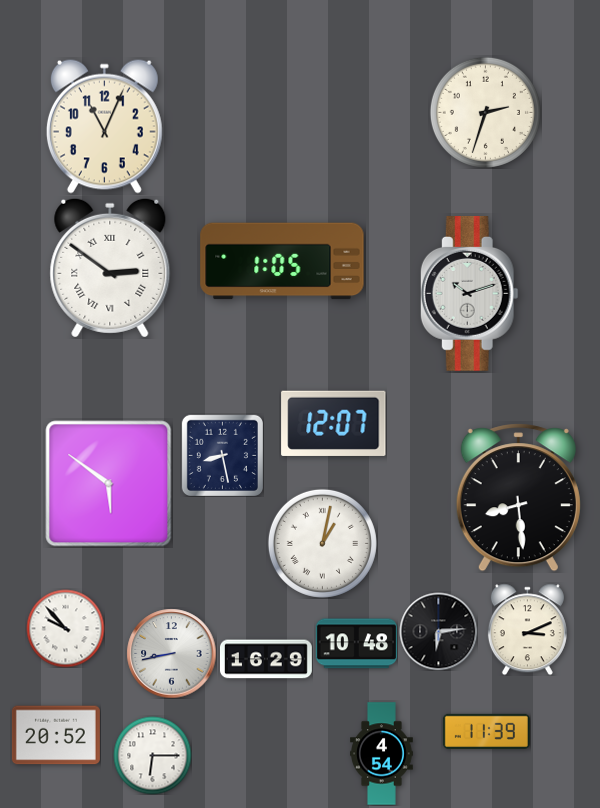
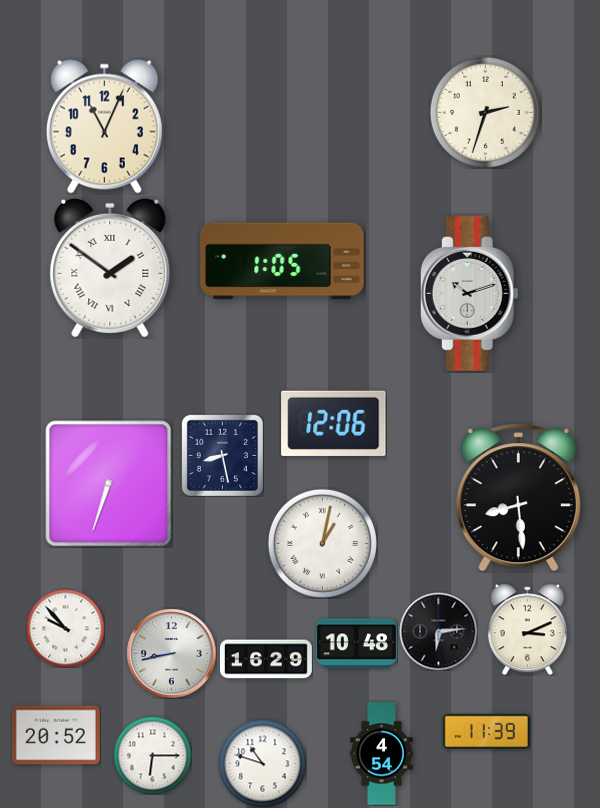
clock at (110, 268): 2:51 -> 1:51
clock at (334, 423): 12:07 -> 12:06
clock at (109, 484): 5:51 -> 6:33
clock at (262, 763): none -> 10:48
